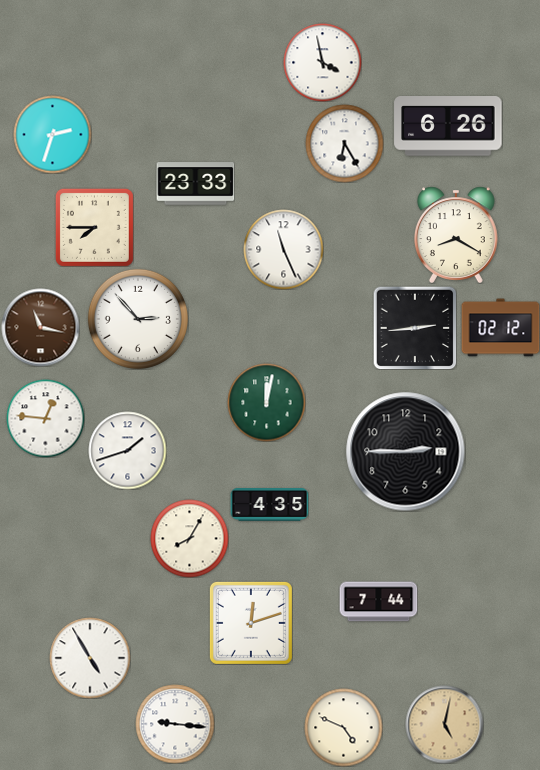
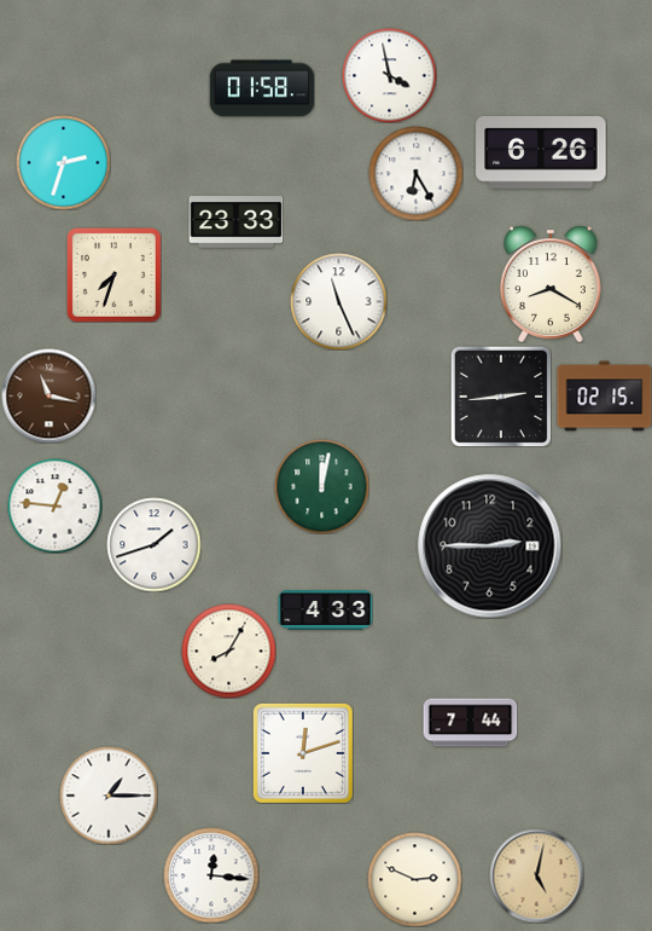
clock at (262, 88): none -> 01:58
clock at (94, 227): 7:45 -> 7:33
clock at (283, 249) position: (283, 249) -> (338, 301)
clock at (138, 319): 2:53 -> none
clock at (500, 328): 02:12 -> 02:15
clock at (269, 505): 4:35 -> 4:33
clock at (378, 602) position: (378, 602) -> (470, 723)
clock at (90, 658): 4:55 -> 1:15
clock at (175, 724): 9:16 -> 12:16
clock at (343, 727): 4:49 -> 2:49
